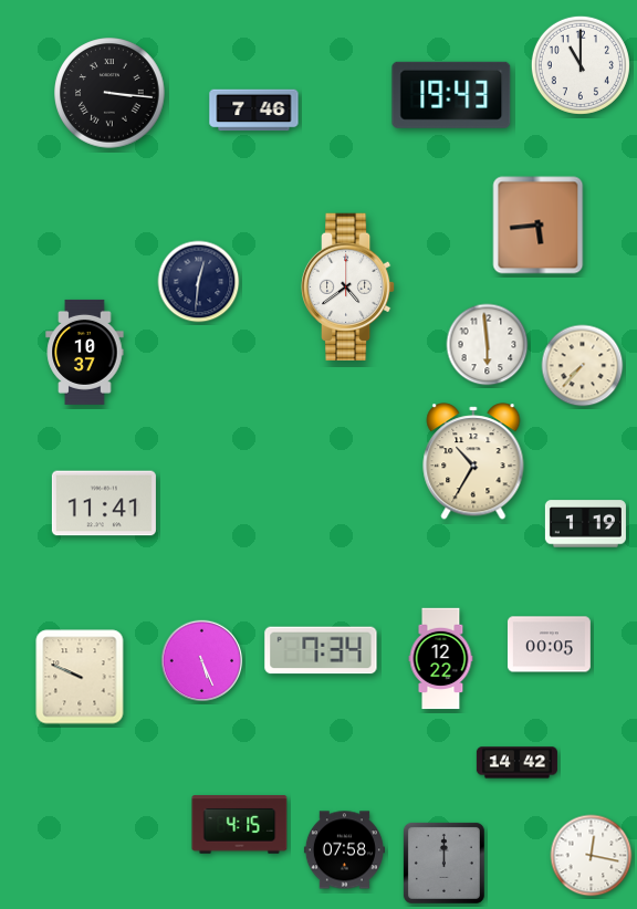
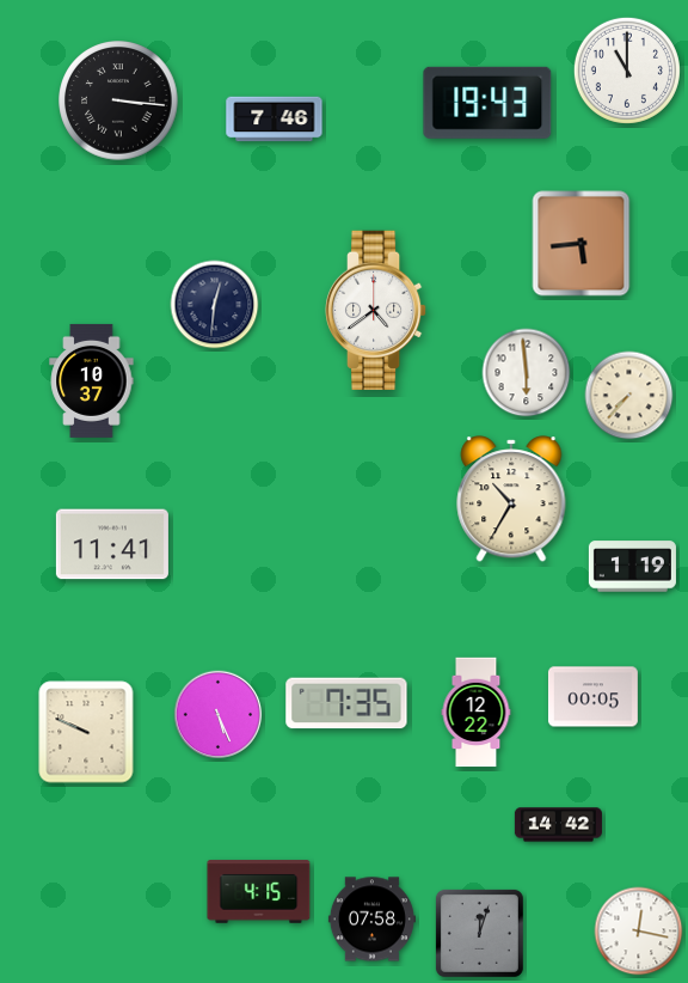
clock at (321, 650): 7:34 -> 7:35
clock at (592, 856) position: (592, 856) -> (639, 932)
clock at (443, 863): 12:00 -> 12:03
